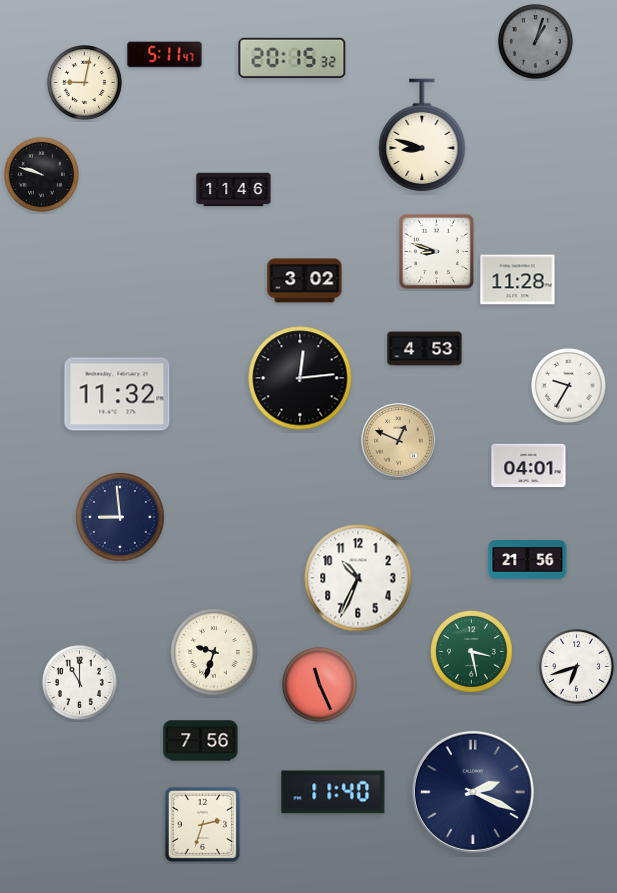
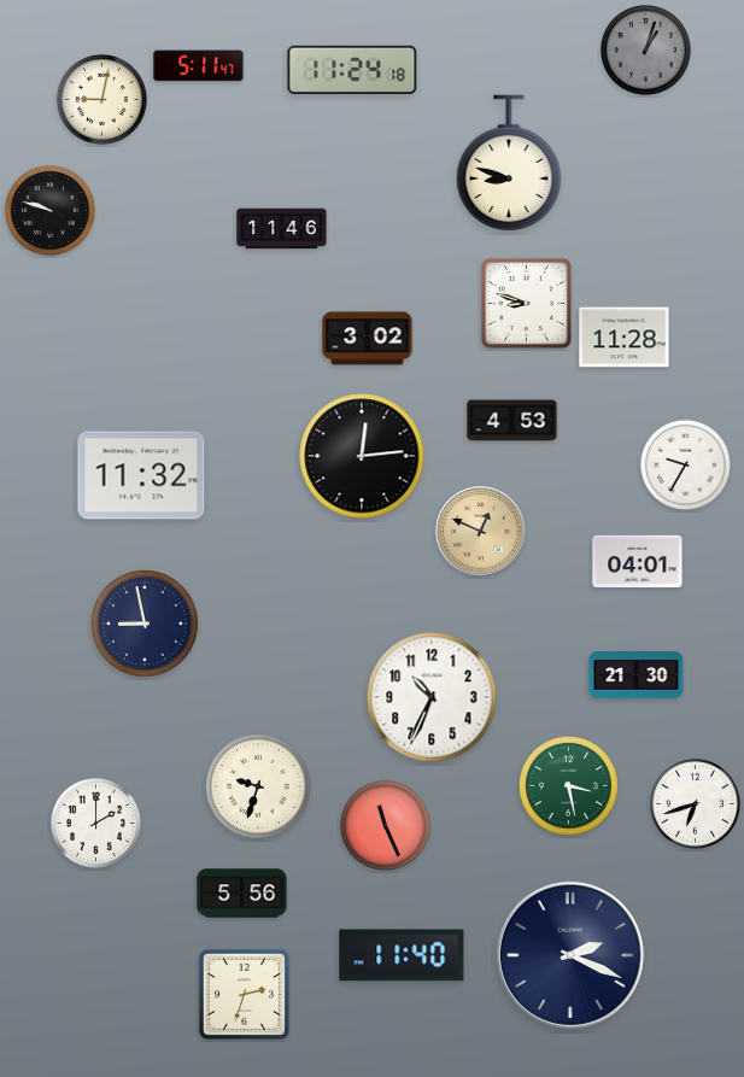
clock at (292, 58): 20:15 -> 11:24
clock at (120, 517): 8:59 -> 8:58
clock at (528, 560): 21:56 -> 21:30
clock at (79, 682): 11:00 -> 2:00
clock at (201, 741): 7:56 -> 5:56
